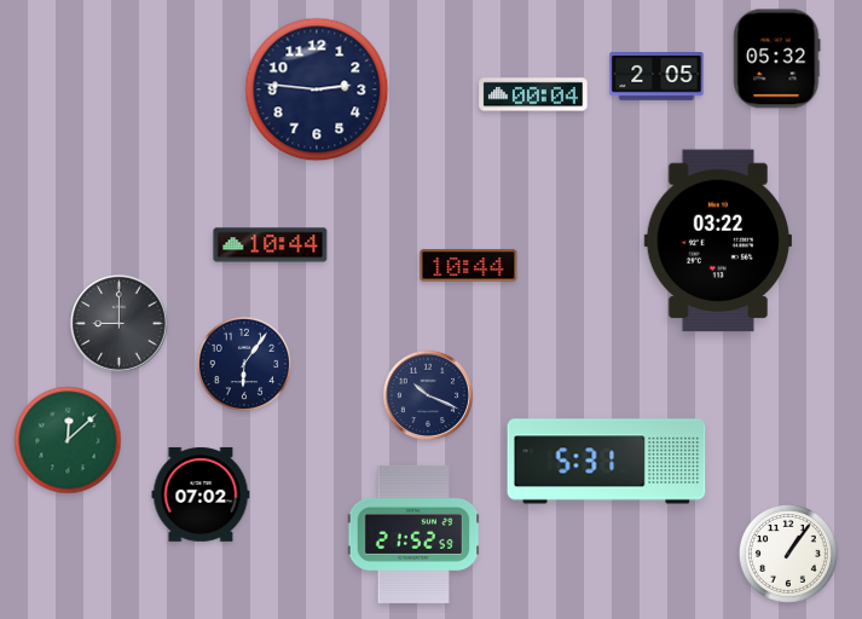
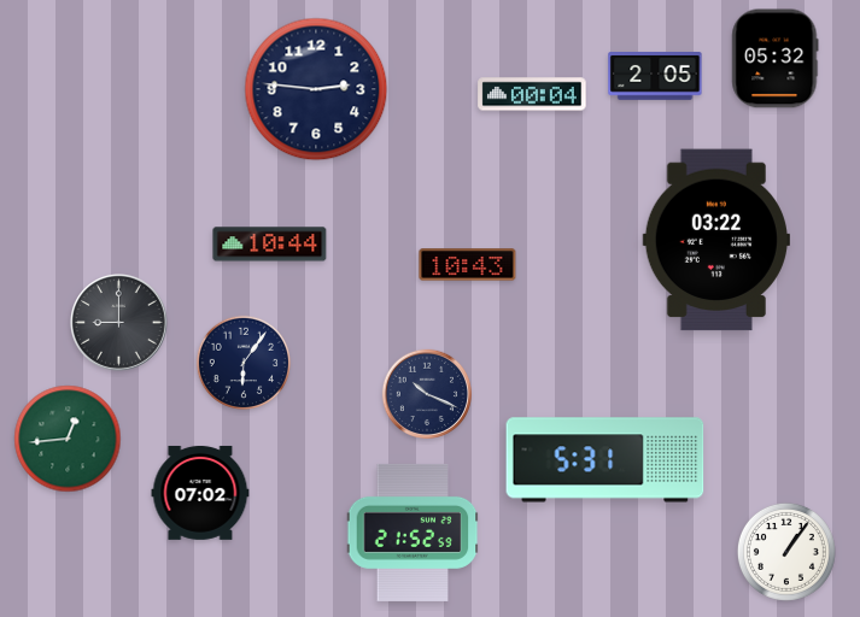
clock at (469, 266): 10:44 -> 10:43
clock at (68, 440): 12:08 -> 12:44
